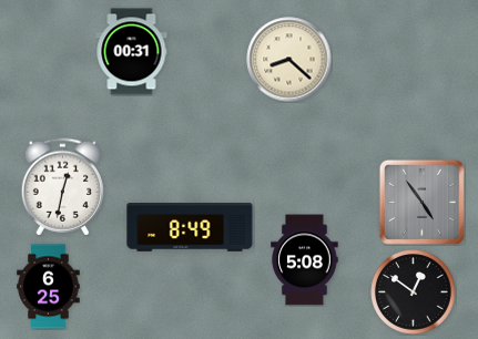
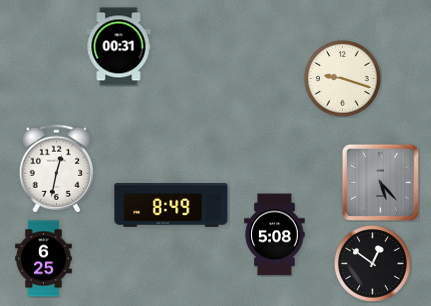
clock at (289, 60): 8:22 -> none
clock at (343, 79): none -> 9:18
clock at (421, 202): 4:54 -> 5:23
